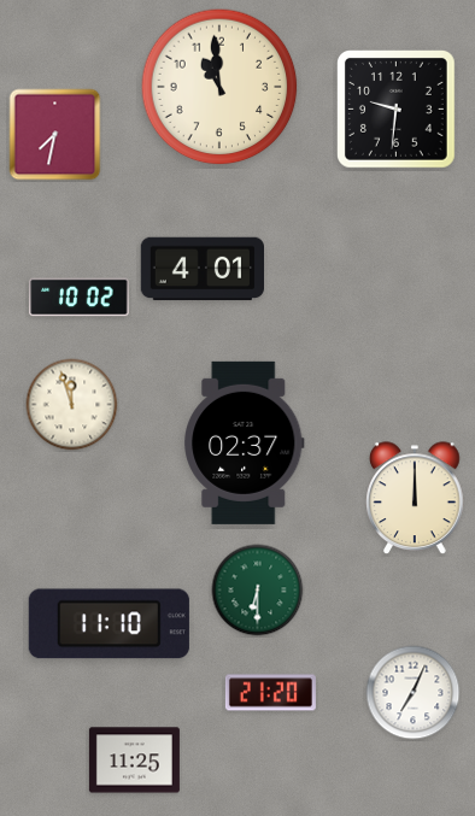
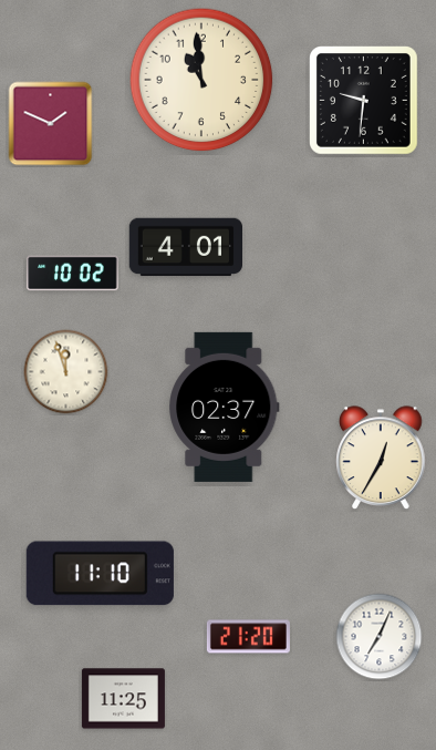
clock at (55, 135): 7:32 -> 1:49
clock at (415, 498): 12:00 -> 12:35
clock at (258, 591): 6:30 -> none
